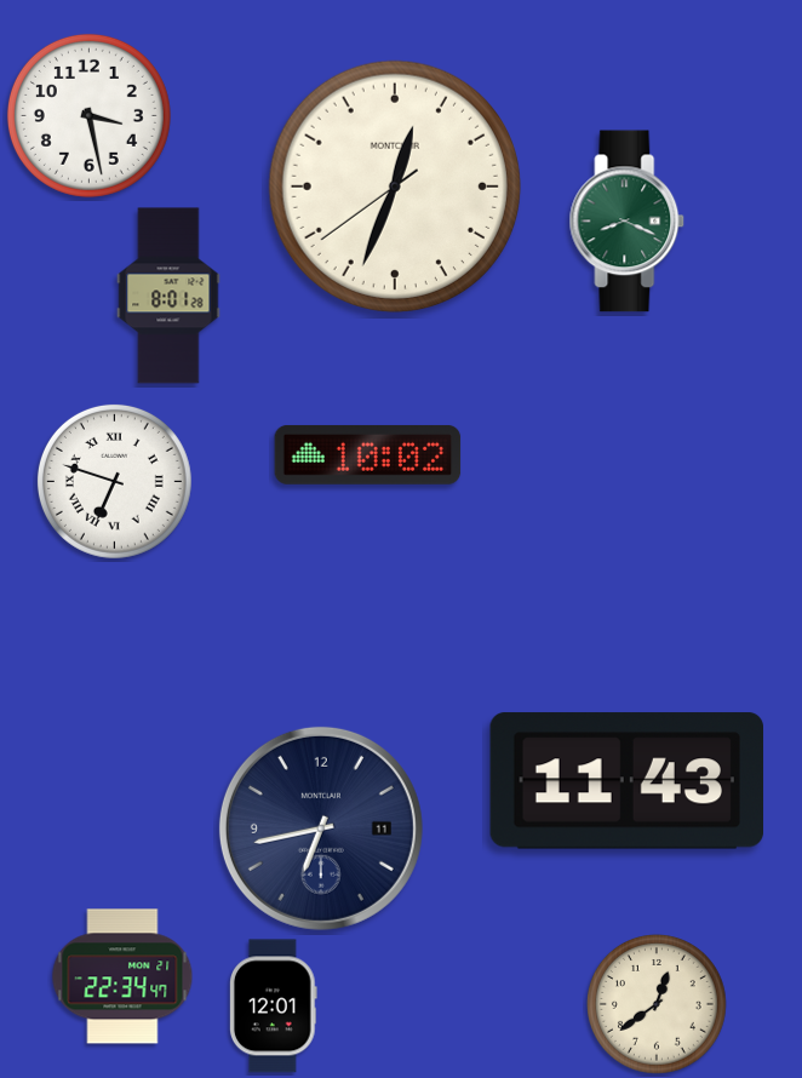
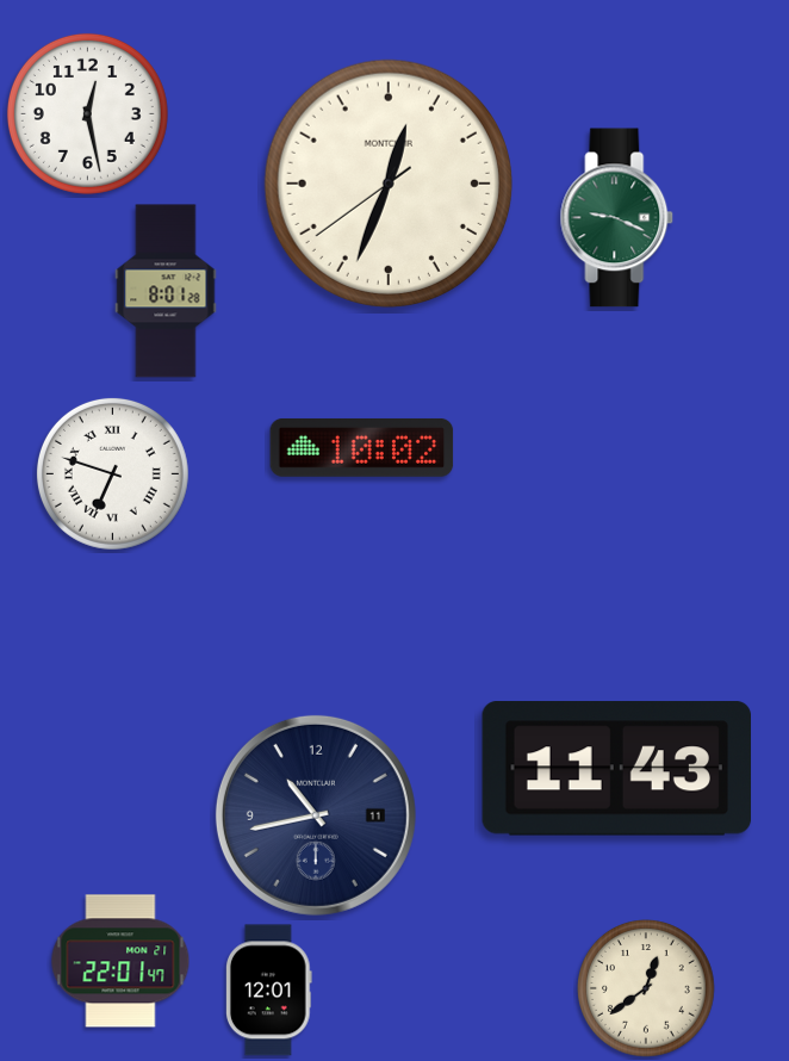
clock at (88, 115): 3:28 -> 12:28
clock at (628, 222): 8:19 -> 9:19
clock at (321, 828): 6:43 -> 10:43
clock at (122, 976): 22:34 -> 22:01
